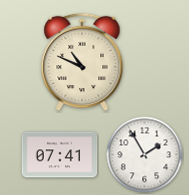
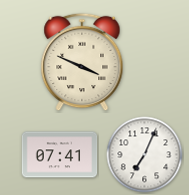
clock at (82, 62): 10:49 -> 3:49
clock at (145, 155): 1:55 -> 7:04
